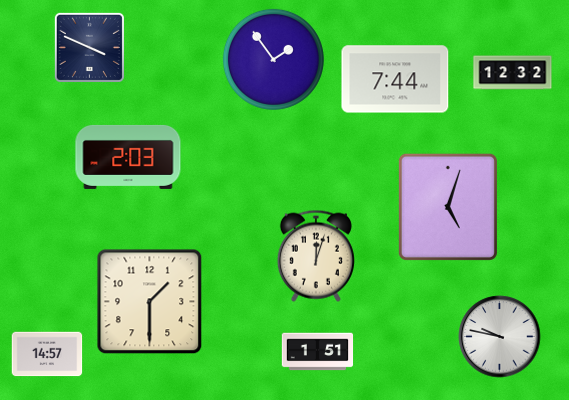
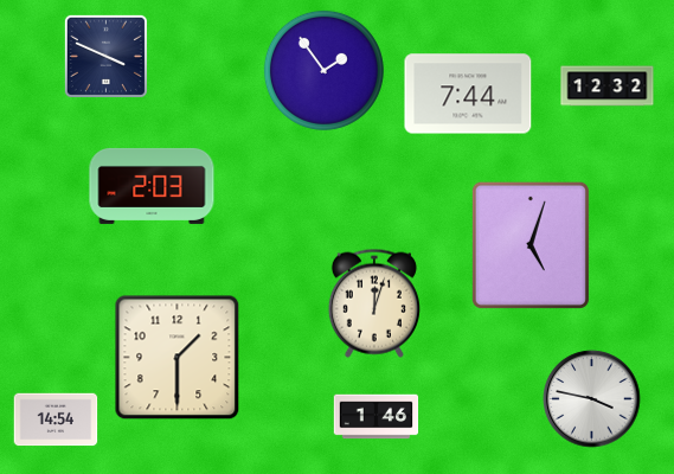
clock at (500, 337): 9:47 -> 3:47
clock at (318, 352): 1:51 -> 1:46
clock at (47, 354): 14:57 -> 14:54
